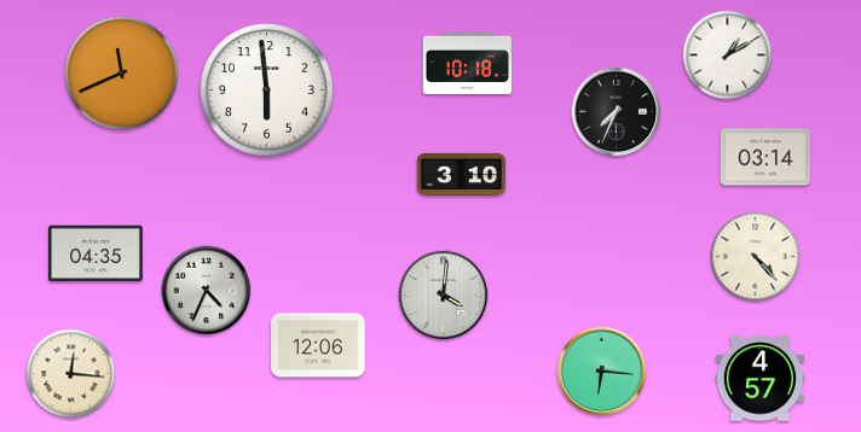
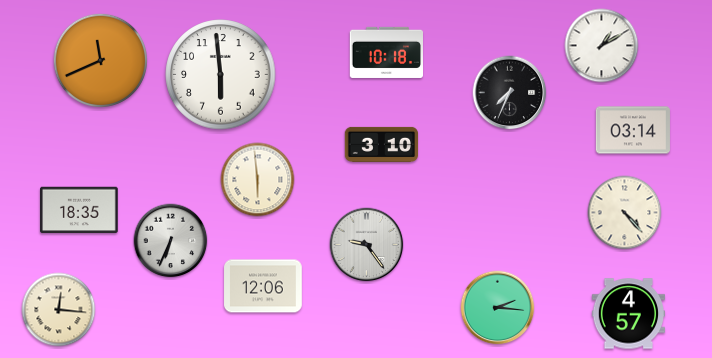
clock at (258, 180): none -> 5:59
clock at (97, 253): 04:35 -> 18:35
clock at (207, 291): 4:34 -> 6:34
clock at (444, 296): 4:01 -> 9:24
clock at (602, 372): 6:16 -> 2:16
